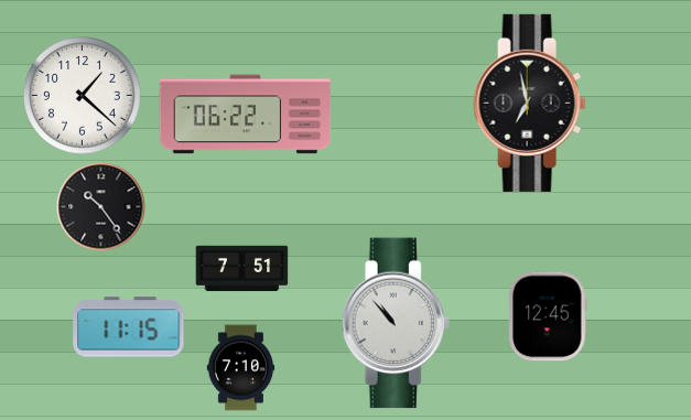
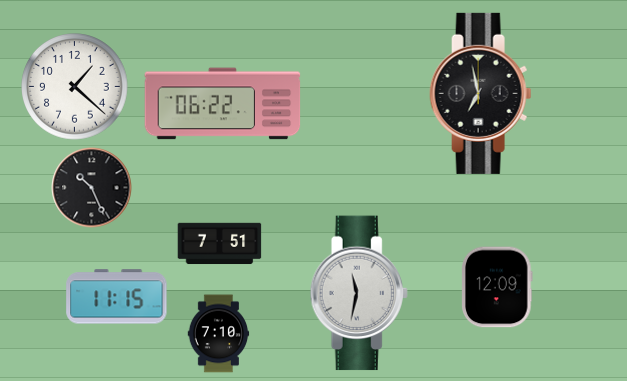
clock at (101, 207): 10:24 -> 10:26
clock at (549, 316): 12:45 -> 12:09
clock at (396, 323): 10:53 -> 11:32
